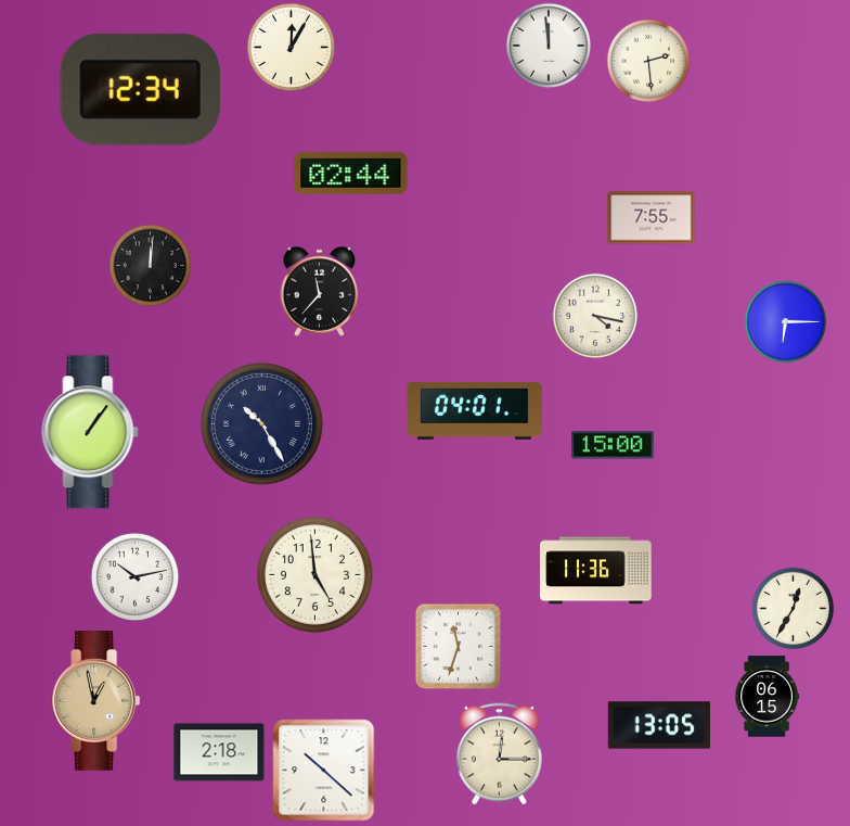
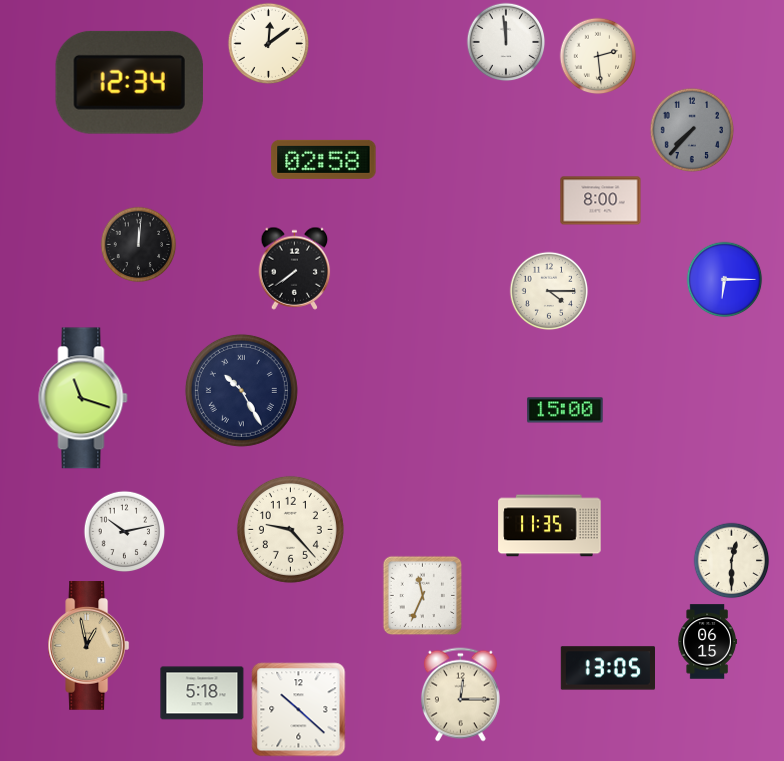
clock at (292, 48): 12:05 -> 12:09
clock at (691, 129): none -> 7:37
clock at (351, 173): 02:44 -> 02:58
clock at (652, 218): 7:55 -> 8:00
clock at (320, 291): 11:37 -> 7:39
clock at (595, 316): 4:17 -> 4:15
clock at (786, 322) position: (786, 322) -> (725, 280)
clock at (474, 411): 04:01 -> none
clock at (90, 432): 1:06 -> 11:18
clock at (596, 571): 11:36 -> 11:35
clock at (314, 574): 4:59 -> 9:23
clock at (794, 609): 12:35 -> 12:30
clock at (459, 647): 11:33 -> 11:34
clock at (219, 752): 2:18 -> 5:18
